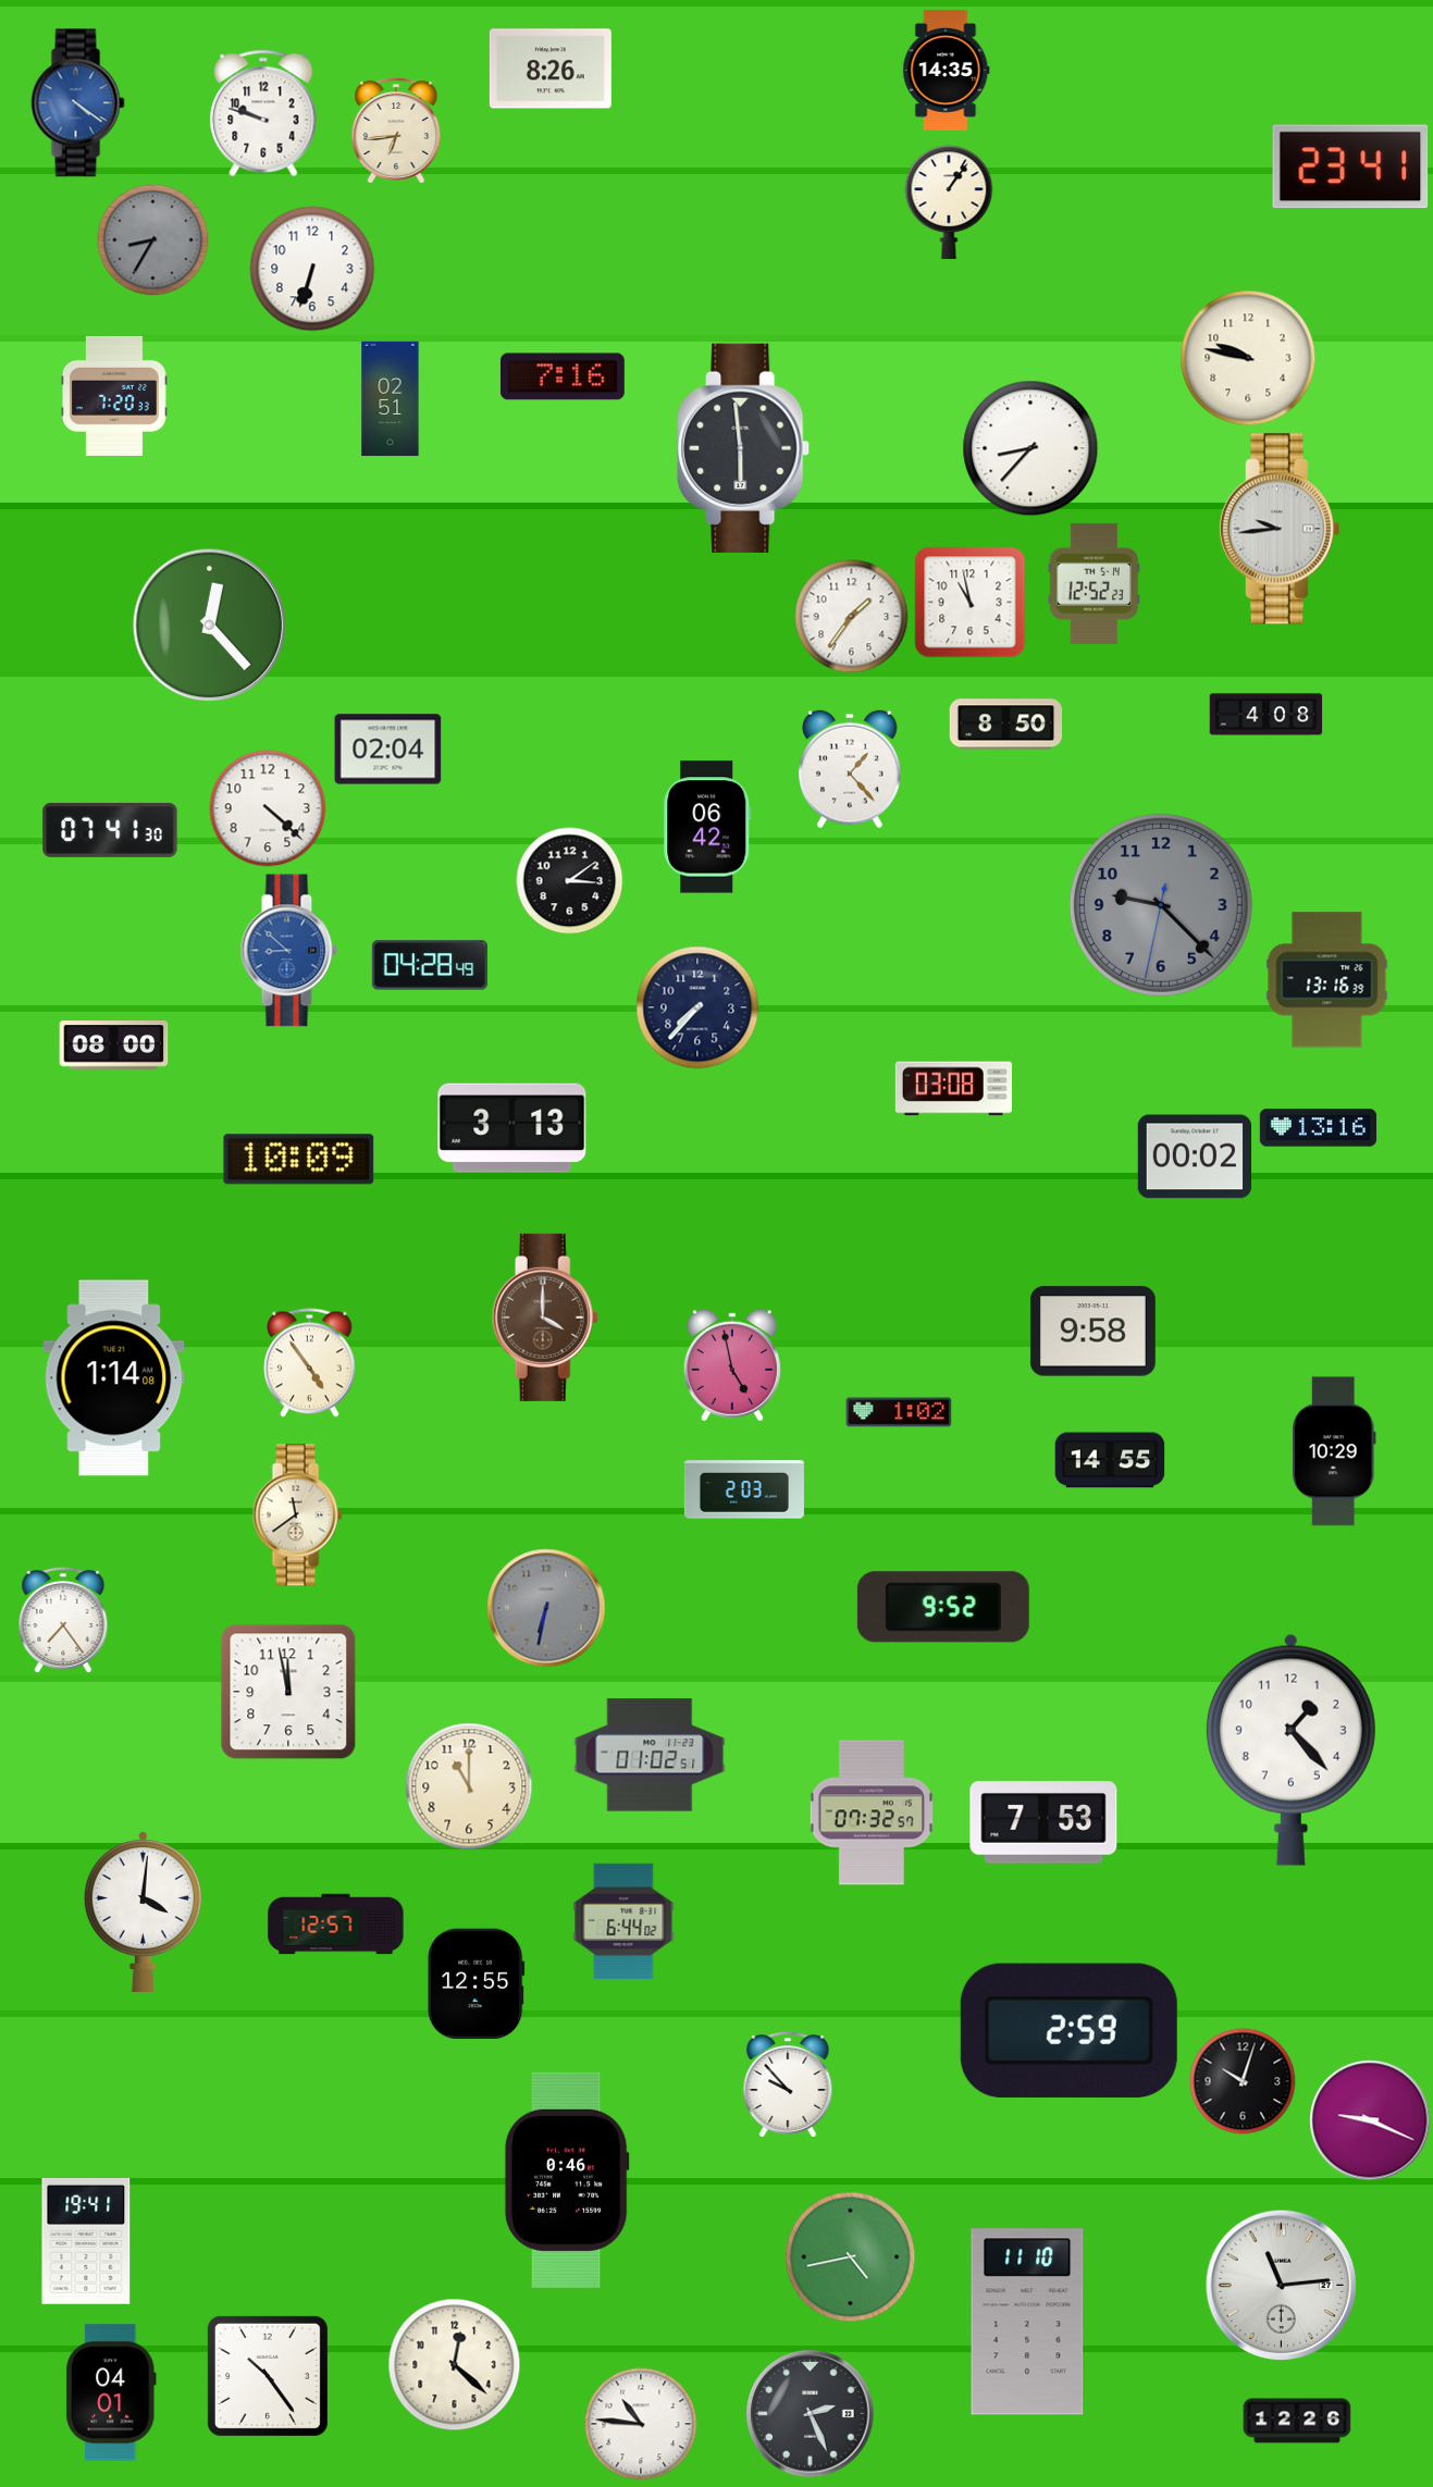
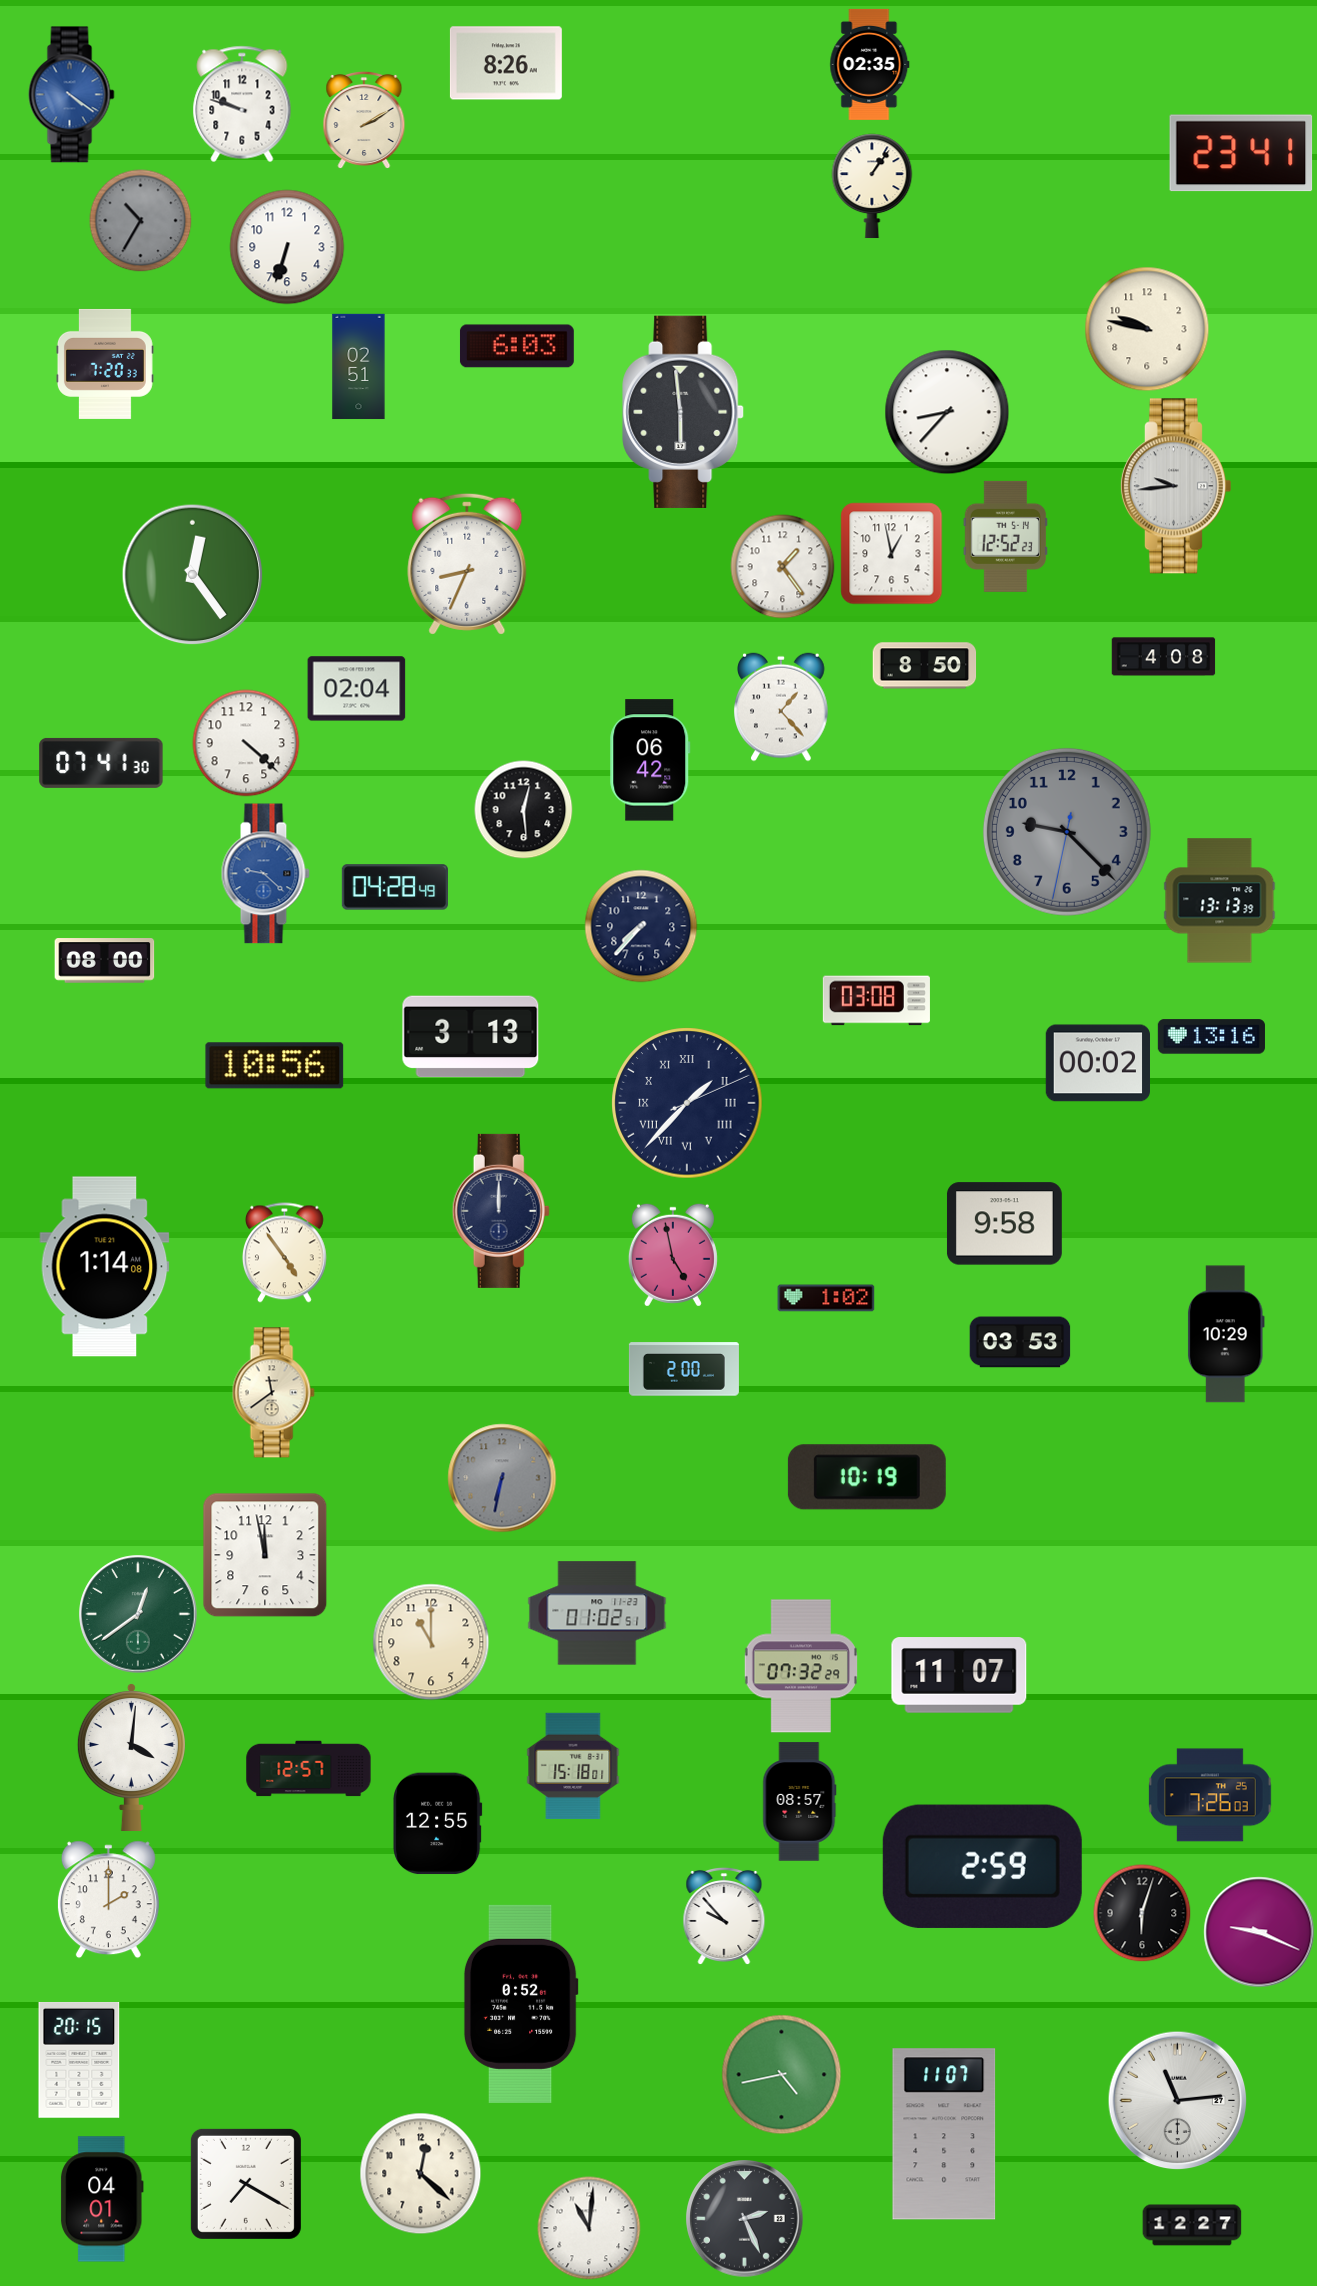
clock at (947, 70): 14:35 -> 02:35
clock at (396, 129): 6:44 -> 2:10
clock at (153, 240): 8:35 -> 10:35
clock at (563, 376): 7:16 -> 6:03
clock at (971, 603): 10:58 -> 12:58
clock at (467, 564): none -> 8:34
clock at (852, 617): 1:36 -> 1:24
clock at (210, 626): 12:23 -> 12:24
clock at (570, 881): 3:09 -> 12:29
clock at (288, 951): 8:52 -> 9:22
clock at (1327, 980): 13:16 -> 13:13
clock at (299, 1160): 10:09 -> 10:56
clock at (687, 1103): none -> 1:37
clock at (545, 1317): 4:00 -> 12:00
clock at (545, 1317) dial: brown -> navy
clock at (1110, 1460): 14:55 -> 03:53
clock at (744, 1489): 2:03 -> 2:00
clock at (943, 1607): 9:52 -> 10:19
clock at (63, 1619): 7:24 -> none
clock at (1290, 1749): 1:23 -> none
clock at (138, 1614): none -> 12:39
clock at (870, 1812): 07:32:57 -> 07:32:29
clock at (1043, 1822): 7:53 -> 11:07
clock at (623, 1921): 6:44 -> 15:18
clock at (1211, 1795): none -> 7:26
clock at (800, 1802): none -> 08:57
clock at (108, 1900): none -> 2:00
clock at (1243, 2081): 10:03 -> 6:03
clock at (1370, 2120) position: (1370, 2120) -> (1259, 1932)
clock at (567, 2180): 0:46 -> 0:52
clock at (86, 2242): 19:41 -> 20:15
clock at (1027, 2322): 11:10 -> 11:07
clock at (455, 2365) position: (455, 2365) -> (421, 2174)
clock at (268, 2376): 10:24 -> 7:20
clock at (1297, 2421): 12:26 -> 12:27
clock at (641, 2424): 10:46 -> 11:01
